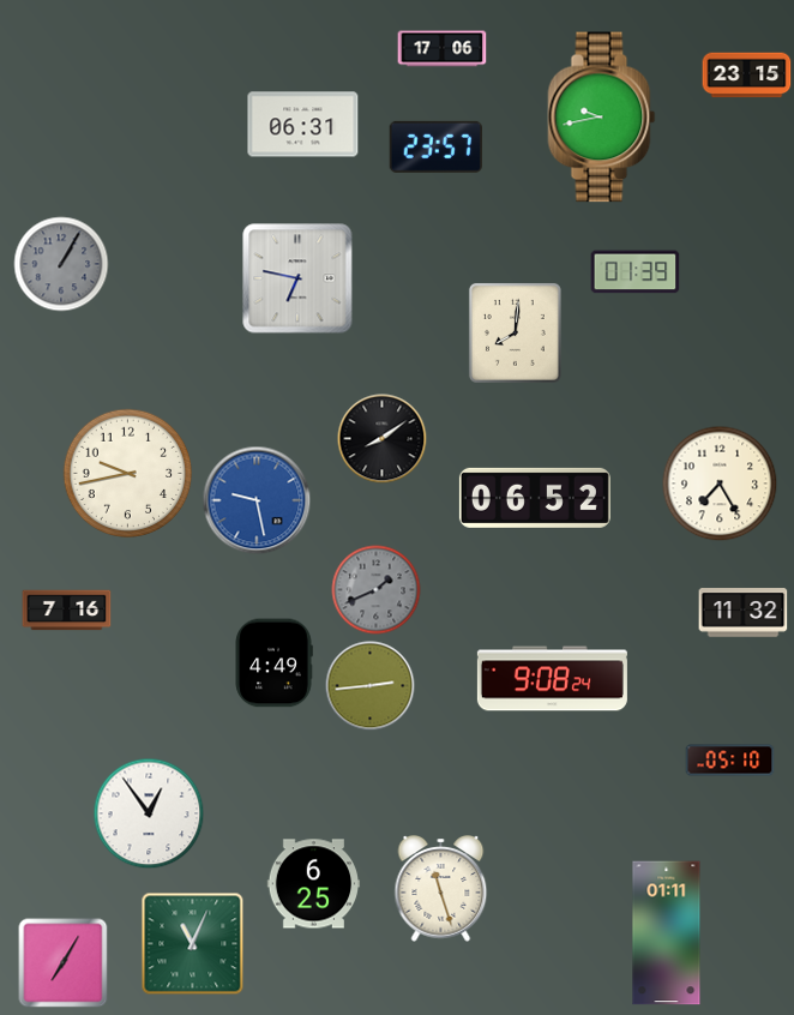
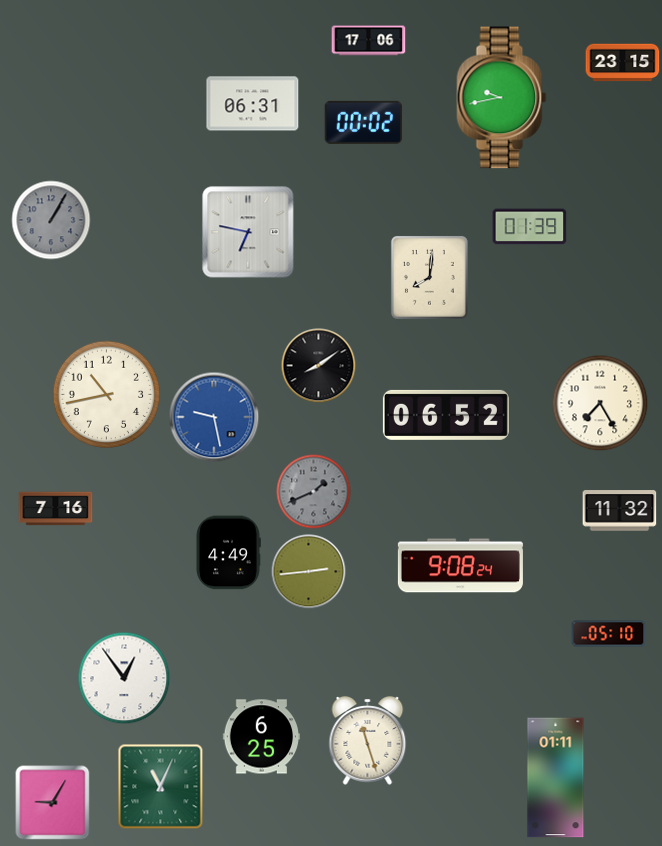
clock at (435, 146): 23:57 -> 00:02
clock at (128, 474): 9:43 -> 10:43
clock at (64, 963): 7:05 -> 9:05
